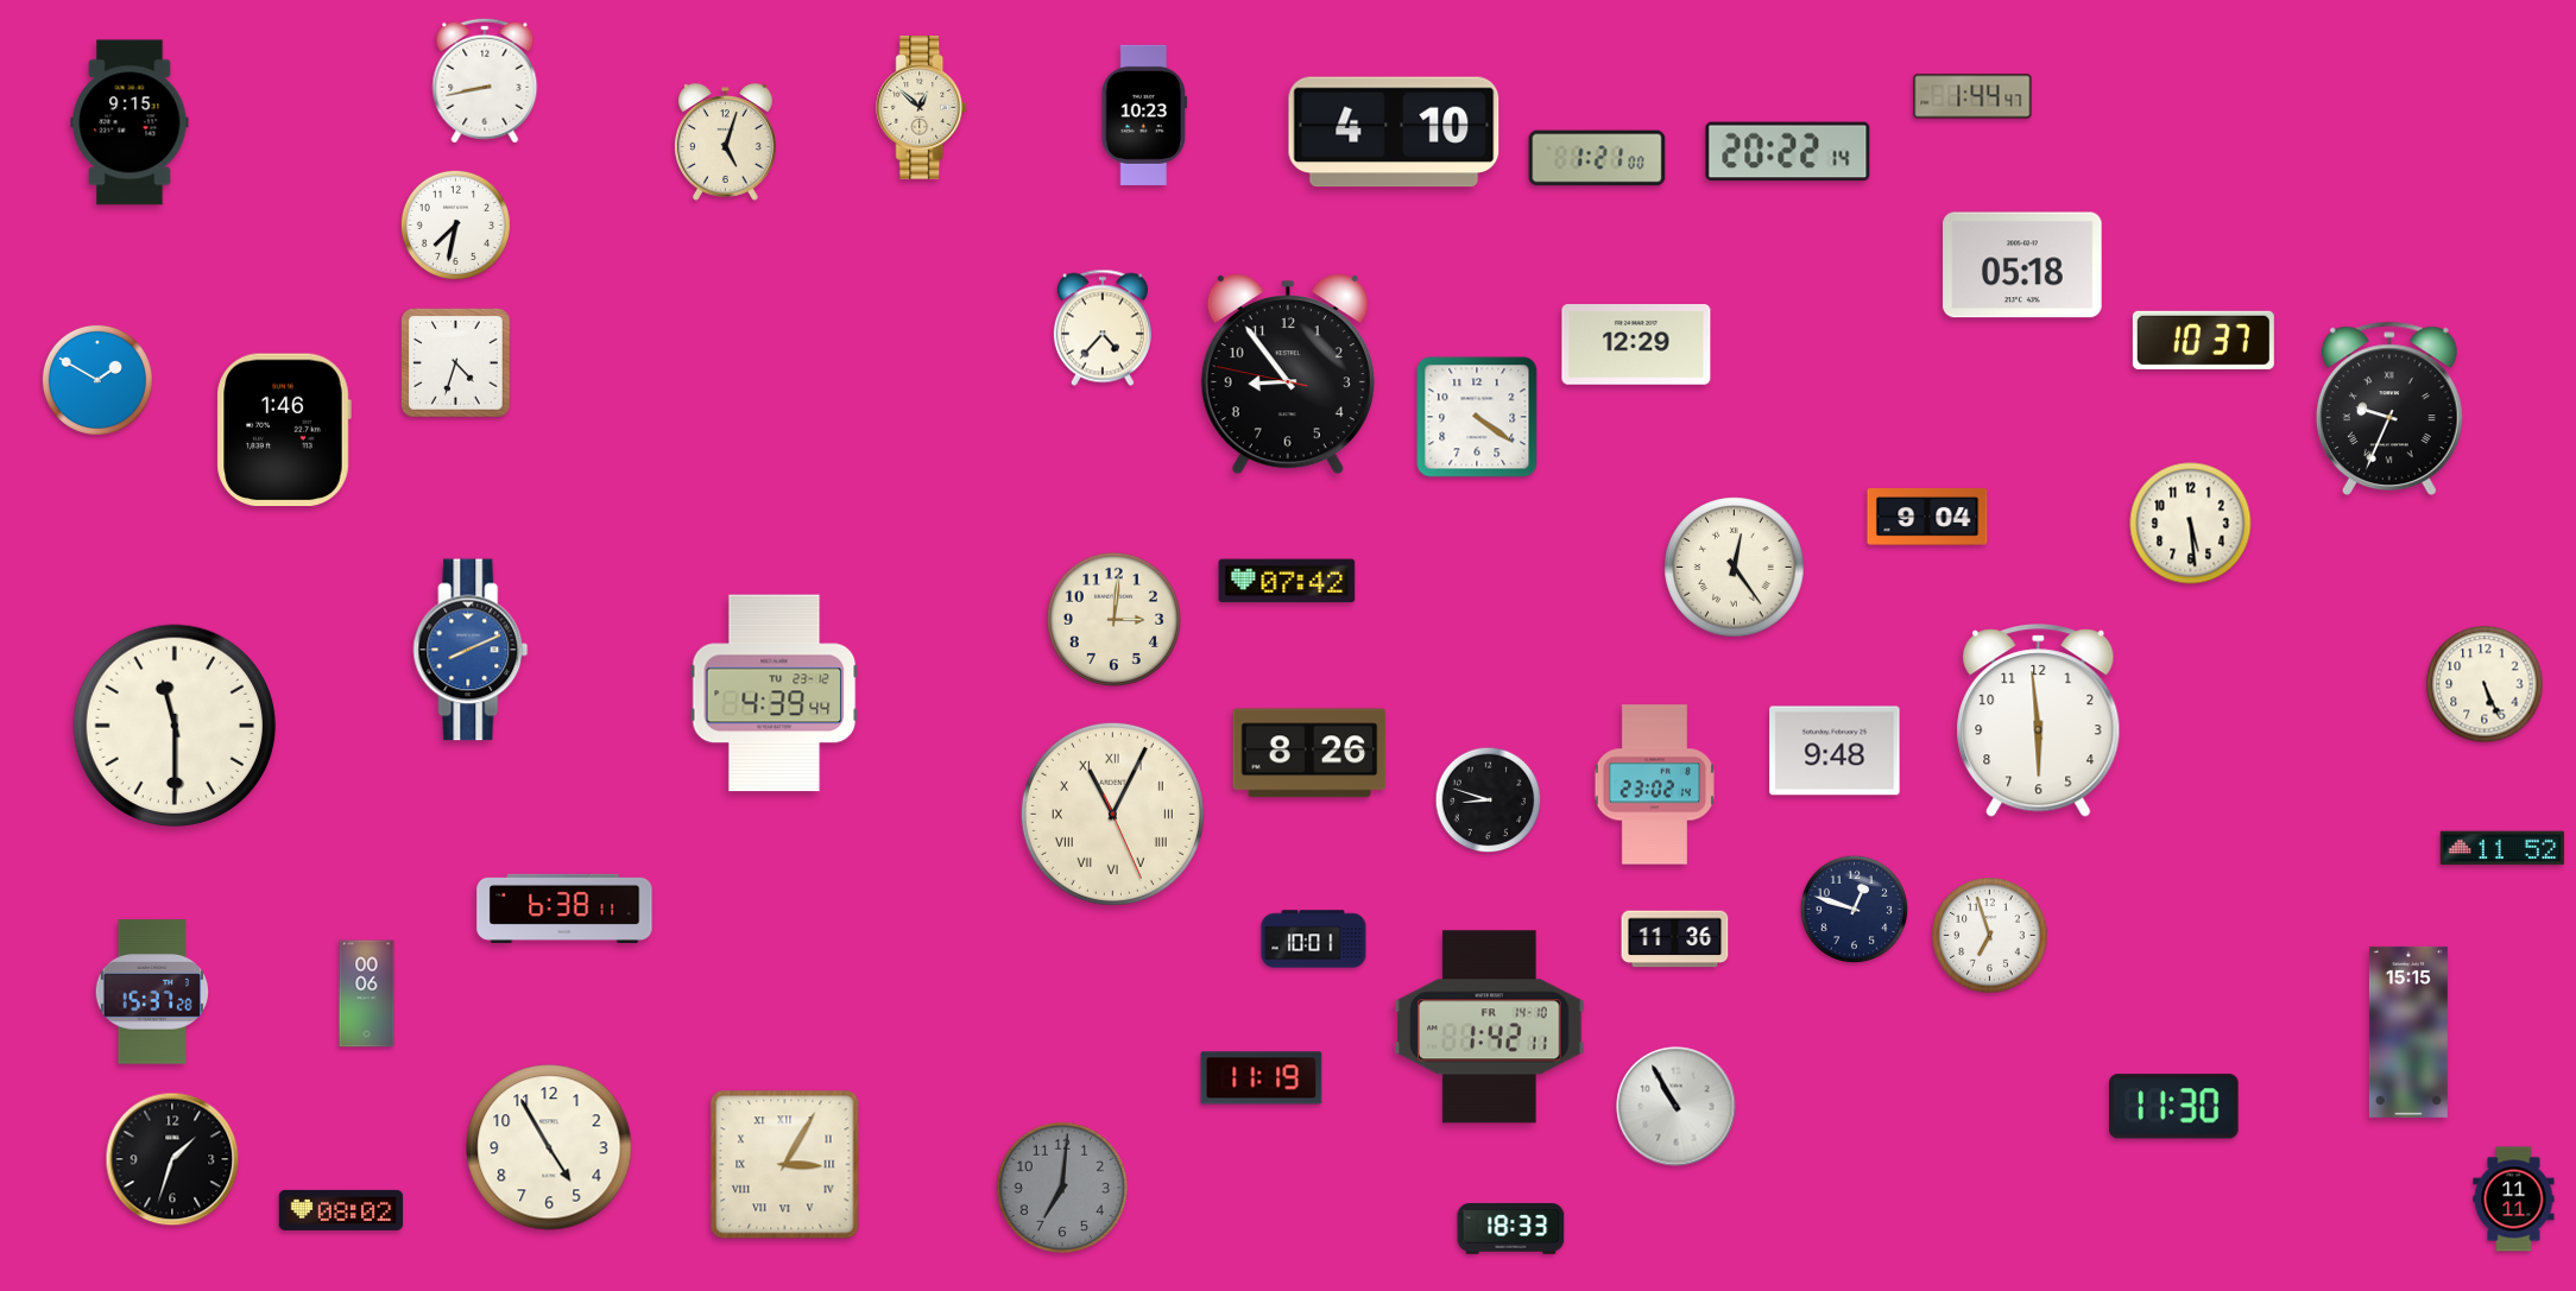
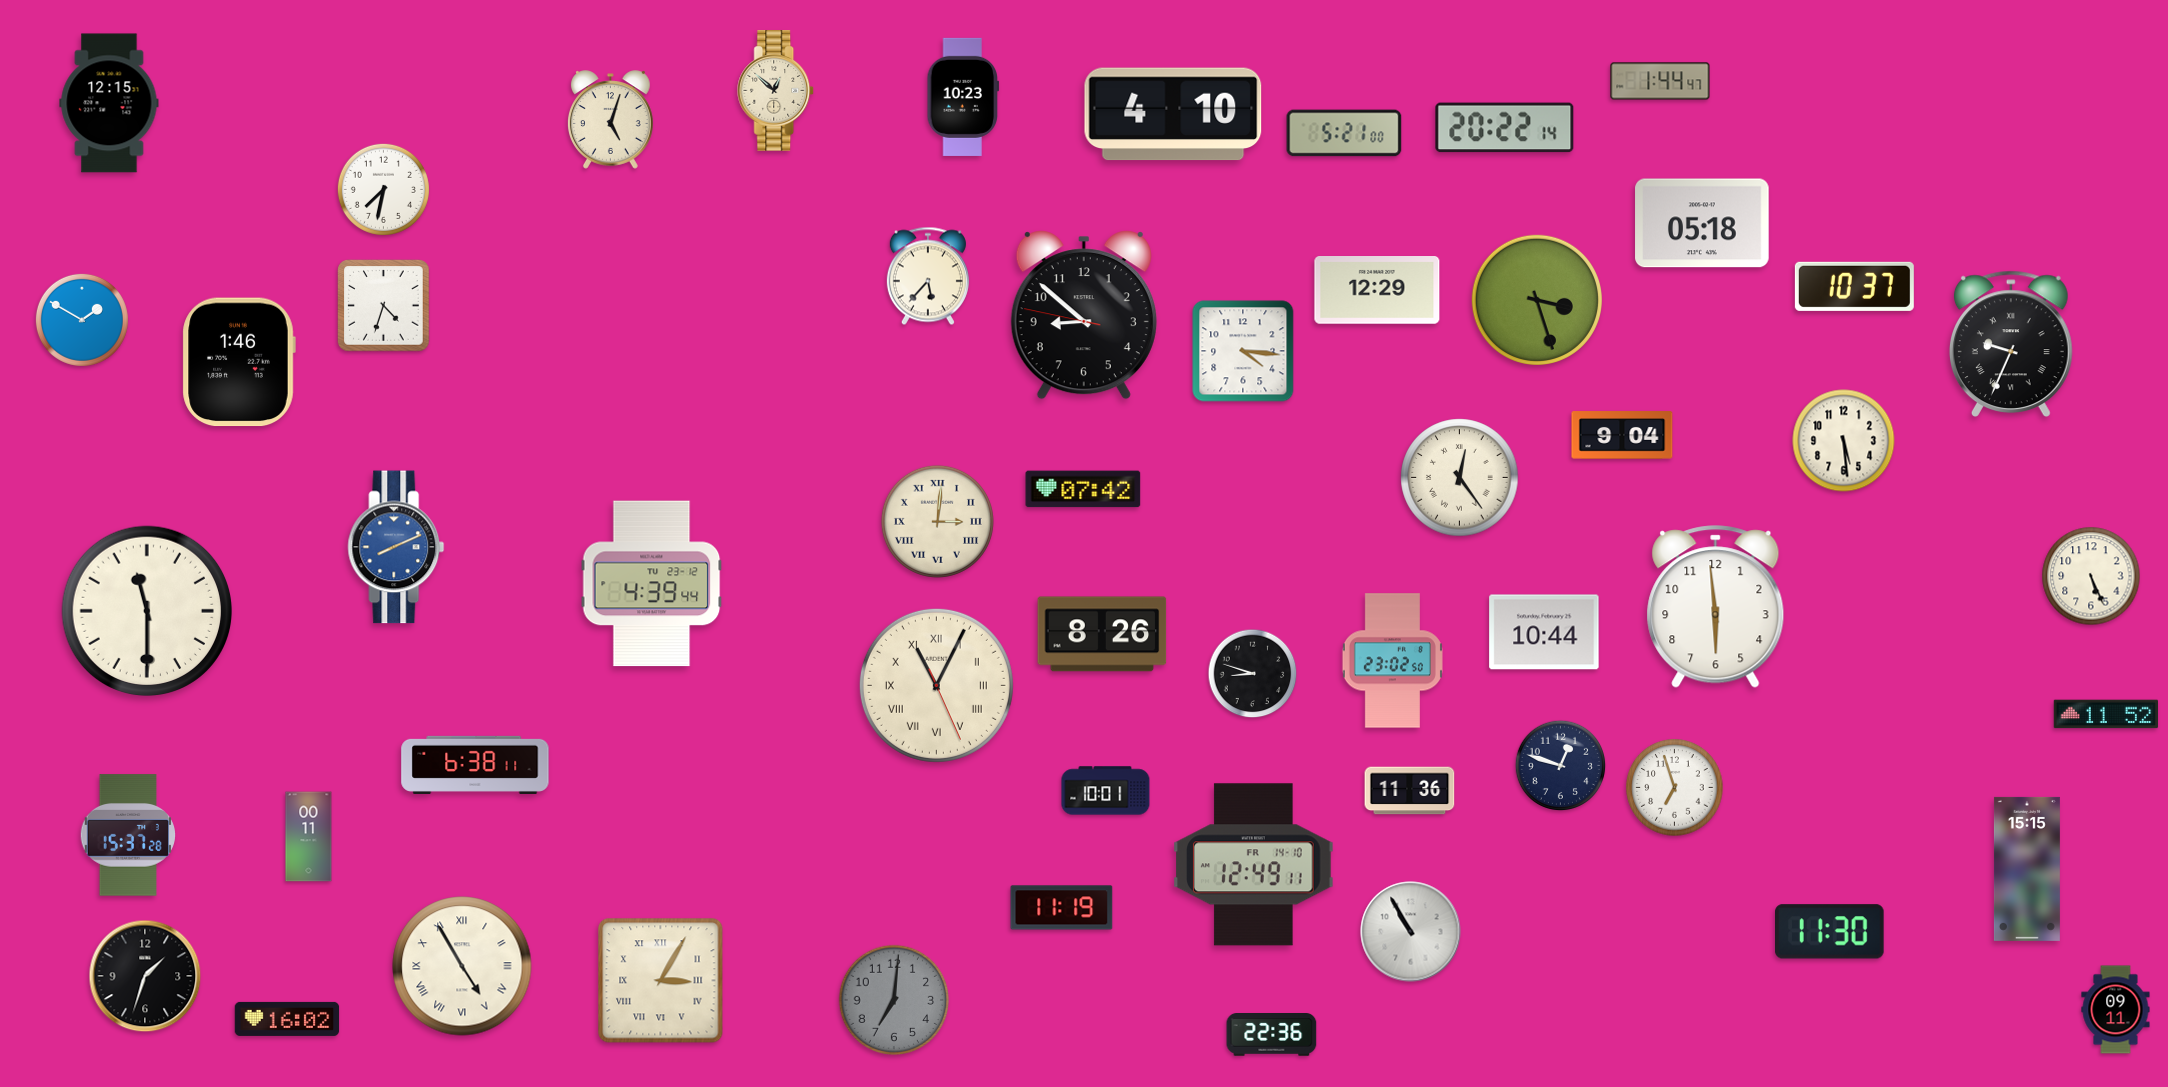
clock at (485, 81): 8:43 -> none
clock at (130, 122): 9:15 -> 12:15
clock at (1394, 132) position: (1394, 132) -> (1173, 114)
clock at (1597, 158): 1:21 -> 5:21
clock at (1103, 328): 4:37 -> 5:37
clock at (1536, 299): none -> 3:27
clock at (1288, 374): 8:53 -> 8:51
clock at (1477, 417): 4:21 -> 4:16
clock at (1113, 619) numerals: Arabic -> Roman
clock at (1835, 751): 9:48 -> 10:44
clock at (1654, 785): 23:02:14 -> 23:02:50
clock at (367, 994): 00:06 -> 00:11
clock at (1490, 1027): 1:42 -> 12:49
clock at (549, 1147) numerals: Arabic -> Roman
clock at (2514, 1200): 11:11 -> 09:11
clock at (341, 1210): 08:02 -> 16:02
clock at (1511, 1229): 18:33 -> 22:36
